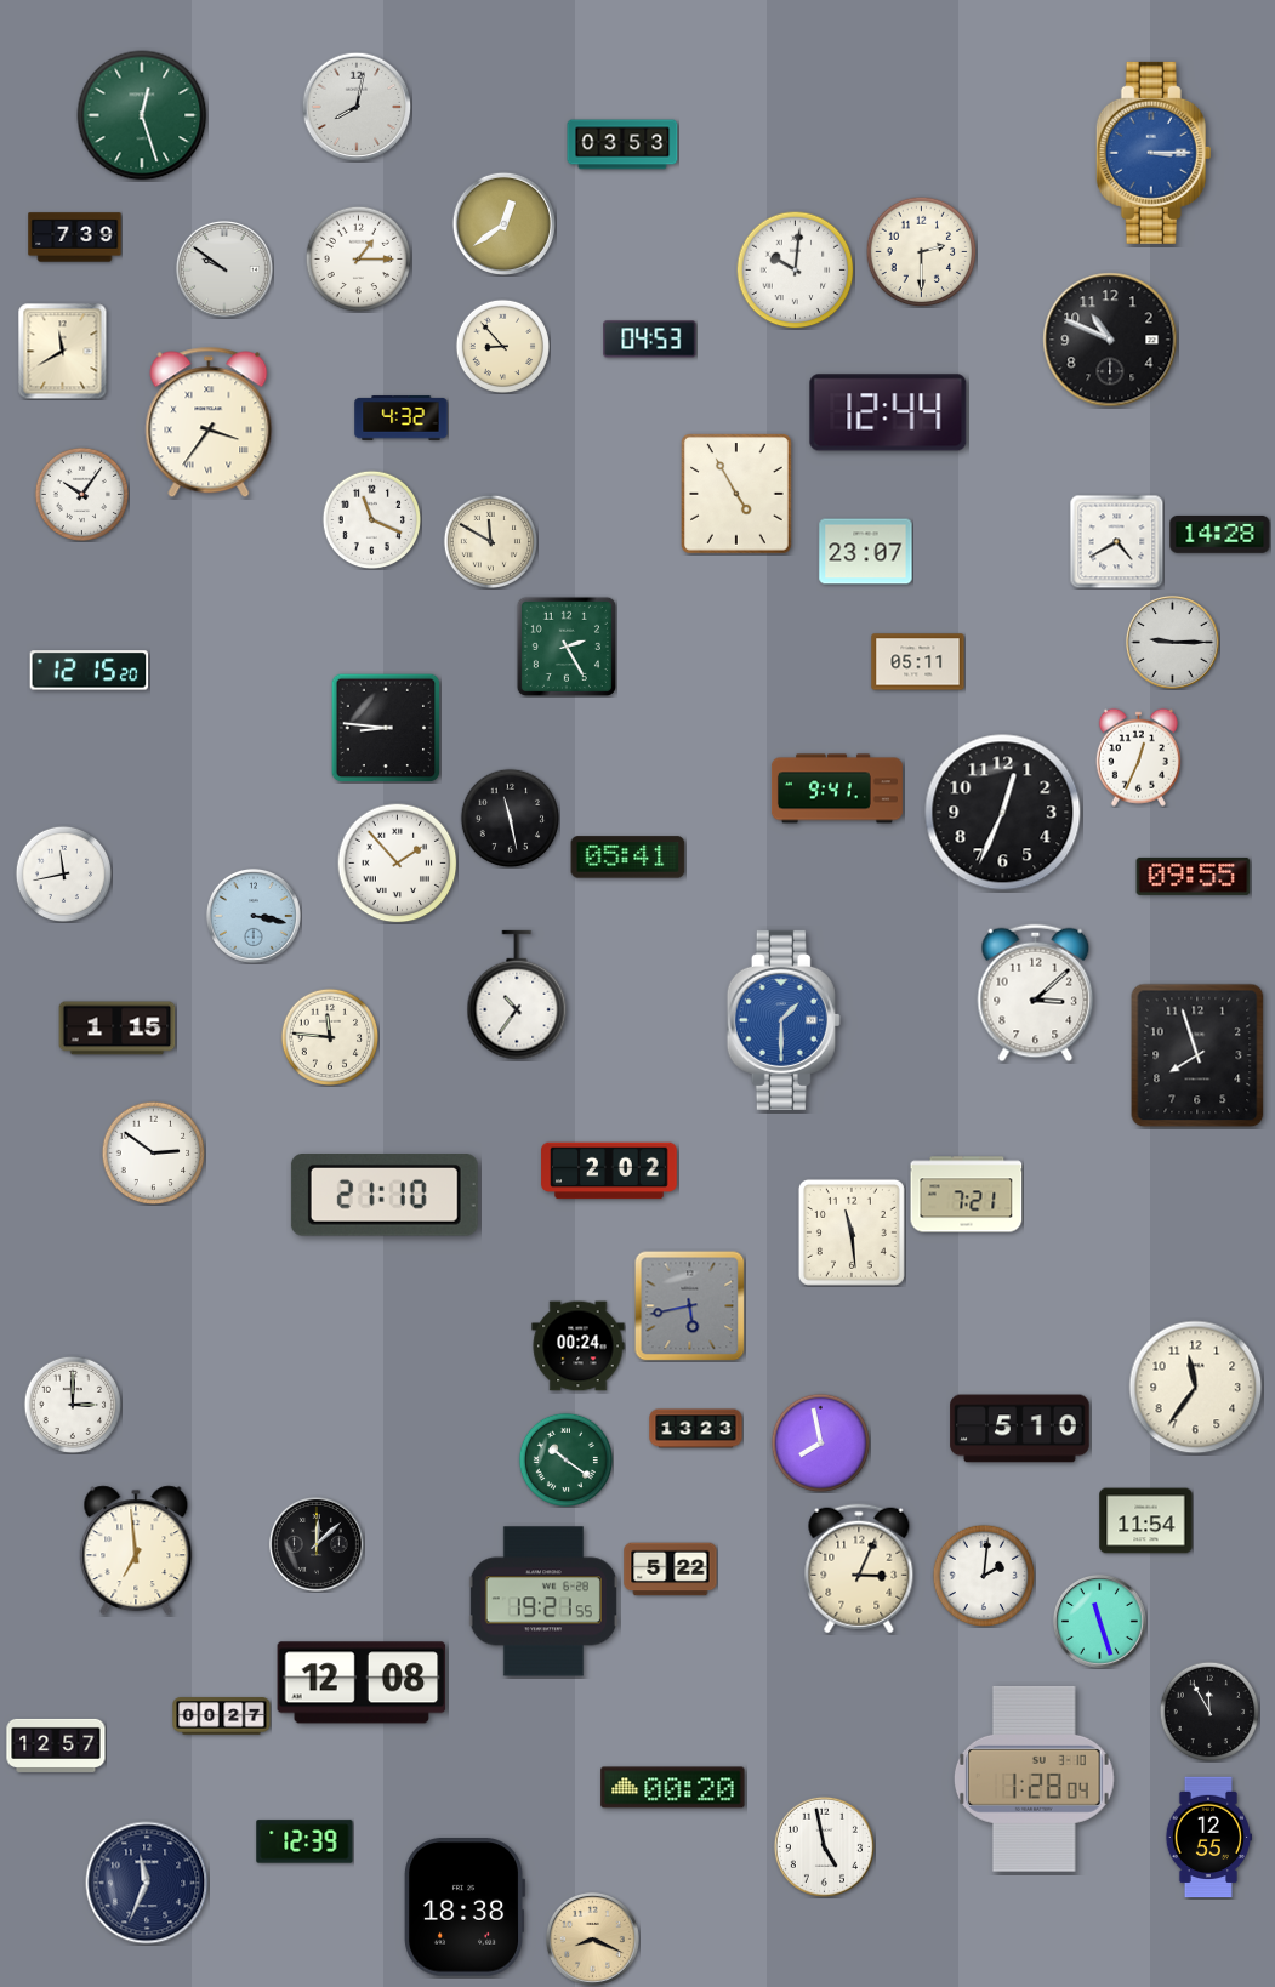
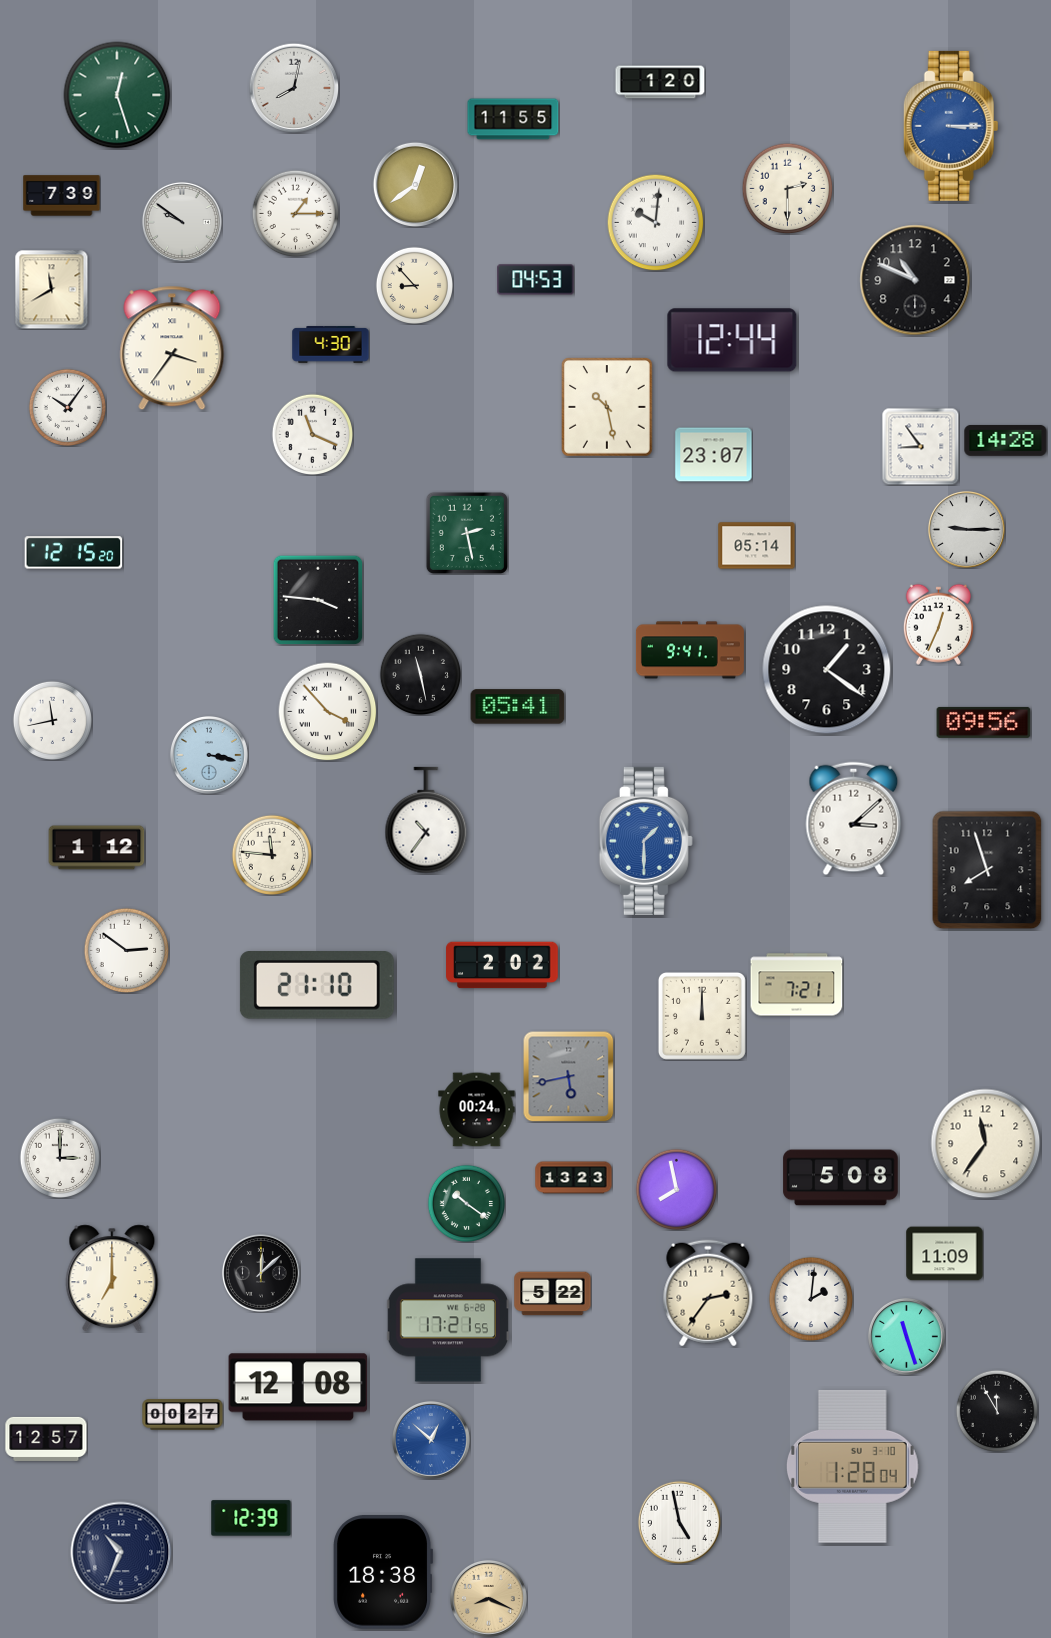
clock at (660, 82): none -> 1:20
clock at (622, 144): 03:53 -> 11:55
clock at (921, 251) position: (921, 251) -> (787, 188)
clock at (224, 269) position: (224, 269) -> (182, 222)
clock at (402, 419): 4:32 -> 4:30
clock at (738, 494): 4:55 -> 10:28
clock at (371, 519) position: (371, 519) -> (312, 434)
clock at (490, 541): 11:50 -> none
clock at (1116, 541): 4:40 -> 8:54
clock at (565, 645): 2:25 -> 2:28
clock at (918, 662): 05:11 -> 05:14
clock at (386, 728): 8:46 -> 3:46
clock at (1003, 813): 12:34 -> 1:21
clock at (398, 864): 1:53 -> 3:53
clock at (1194, 876): 09:55 -> 09:56
clock at (118, 1029): 1:15 -> 1:12
clock at (852, 1232): 11:29 -> 12:00
clock at (1020, 1429): 5:10 -> 5:08
clock at (1146, 1521): 11:54 -> 11:09
clock at (136, 1550): 6:59 -> 7:00
clock at (859, 1568): 3:04 -> 2:36
clock at (543, 1601): 19:21 -> 17:21
clock at (431, 1440): none -> 12:52
clock at (673, 1788): 00:20 -> none
clock at (1208, 1838): 12:55 -> none
clock at (147, 1883): 11:34 -> 10:34
